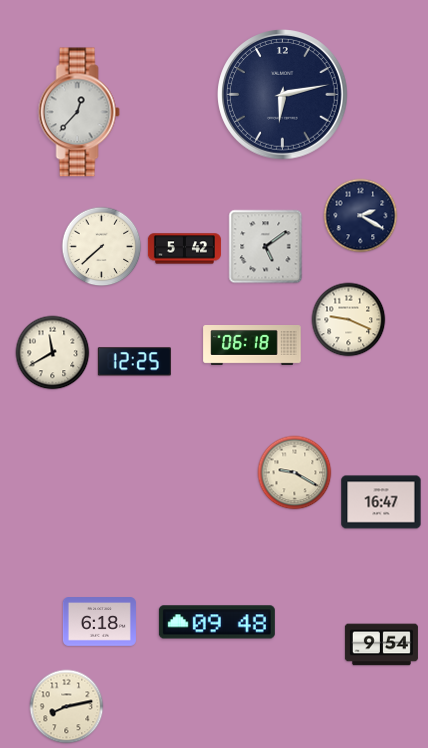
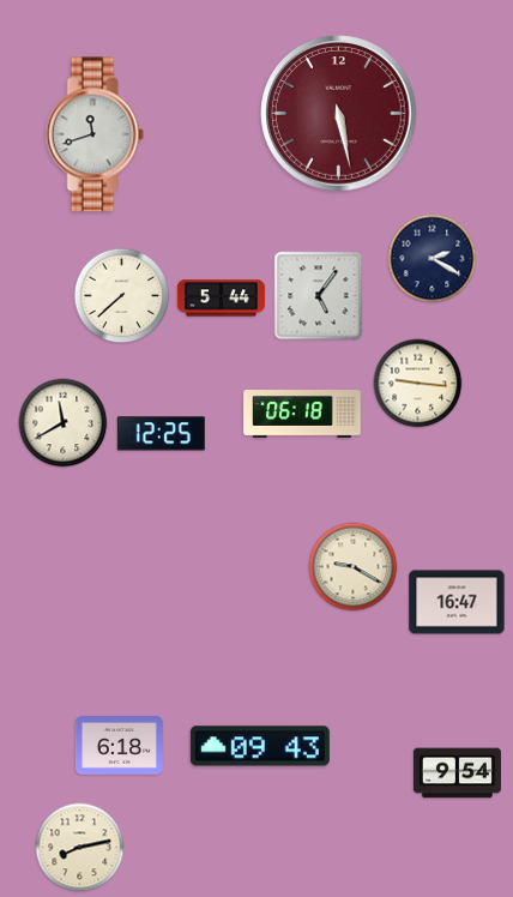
clock at (283, 95): 6:13 -> 5:28
clock at (283, 95) dial: navy -> burgundy
clock at (79, 112): 12:37 -> 11:42
clock at (266, 247): 5:09 -> 5:06
clock at (184, 249): 5:42 -> 5:44
clock at (349, 320): 9:19 -> 9:16
clock at (217, 622): 09:48 -> 09:43
